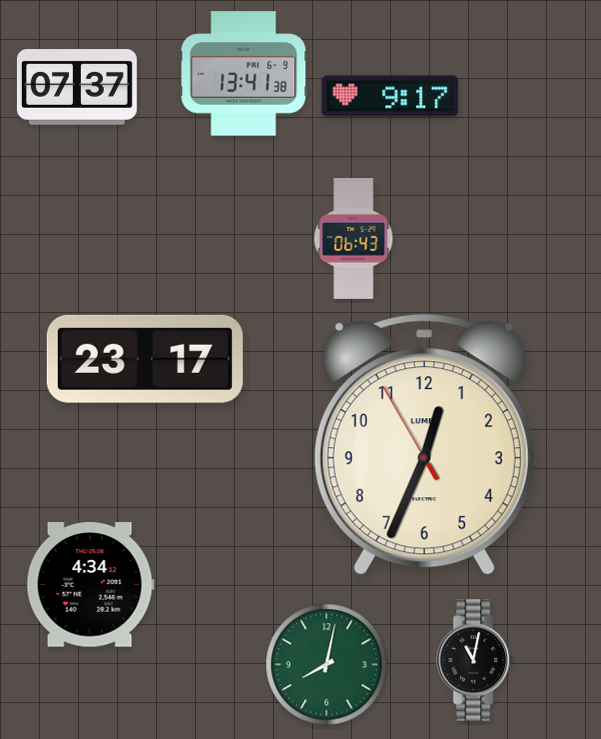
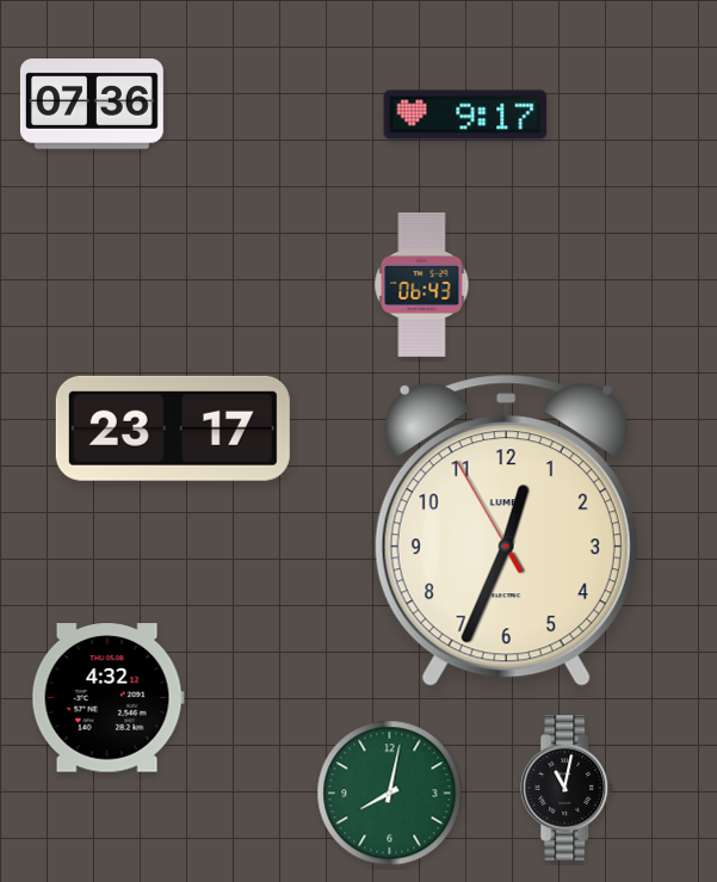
clock at (244, 74): 13:41 -> none
clock at (77, 87): 07:37 -> 07:36
clock at (90, 585): 4:34 -> 4:32
